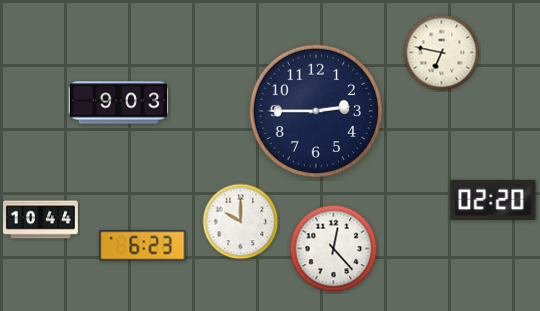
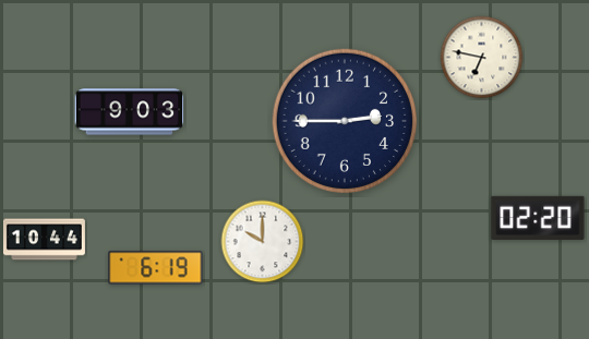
clock at (143, 246): 6:23 -> 6:19
clock at (334, 249): 12:23 -> none
